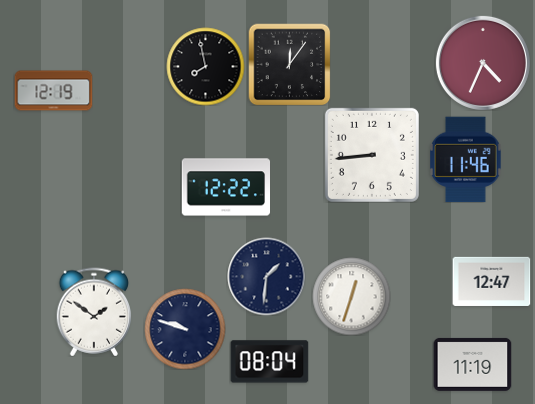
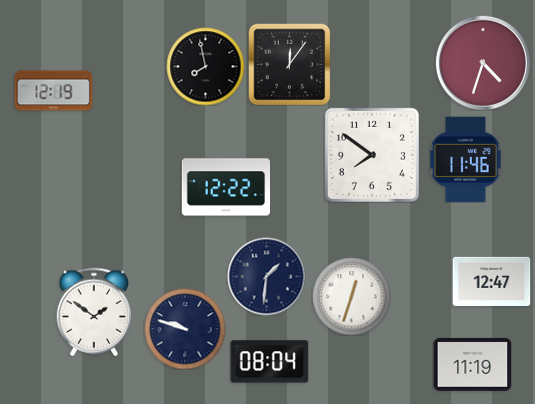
clock at (483, 63): 4:34 -> 4:33
clock at (372, 155): 8:44 -> 7:51
